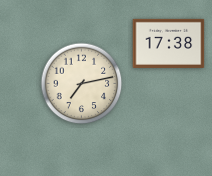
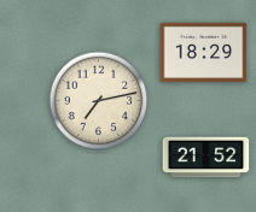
clock at (169, 43): 17:38 -> 18:29
clock at (206, 158): none -> 21:52
